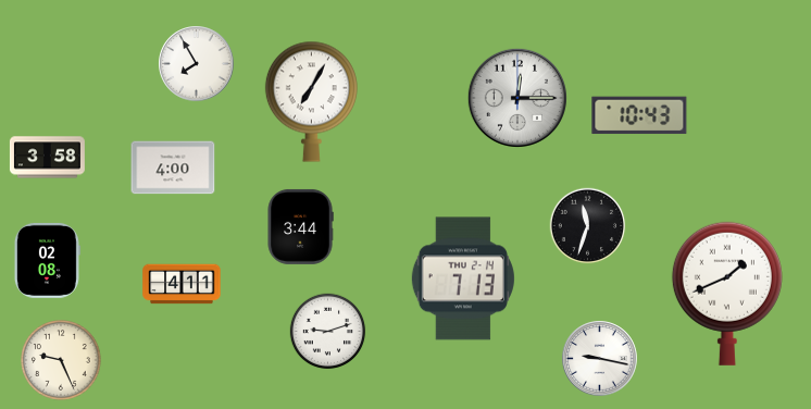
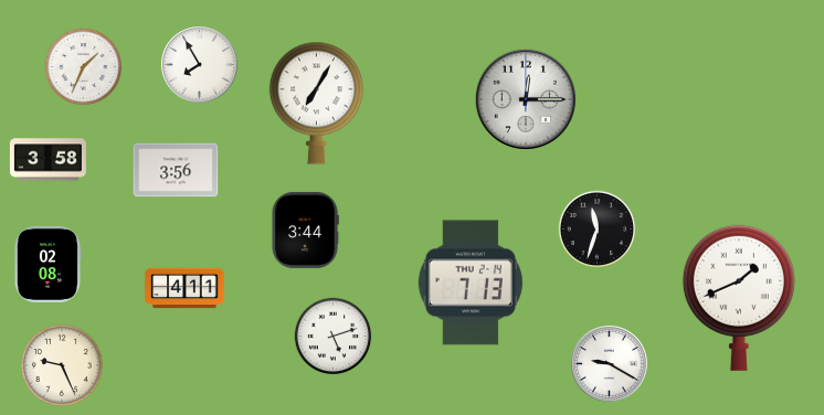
clock at (84, 67): none -> 1:34
clock at (639, 115): 10:43 -> none
clock at (173, 168): 4:00 -> 3:56
clock at (328, 332): 9:12 -> 5:12
clock at (600, 359): 9:17 -> 9:20
